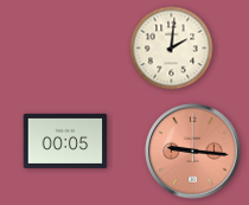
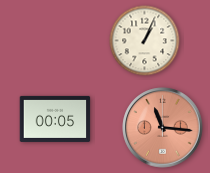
clock at (172, 49): 2:01 -> 1:04
clock at (193, 152): 9:16 -> 11:16
